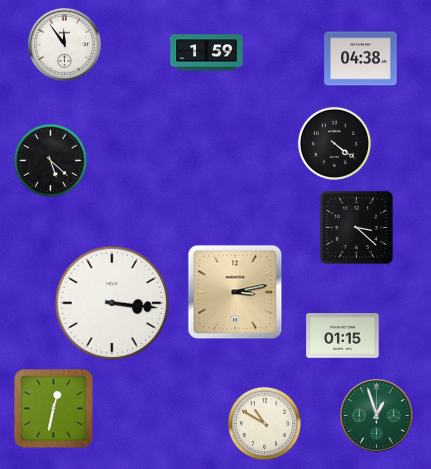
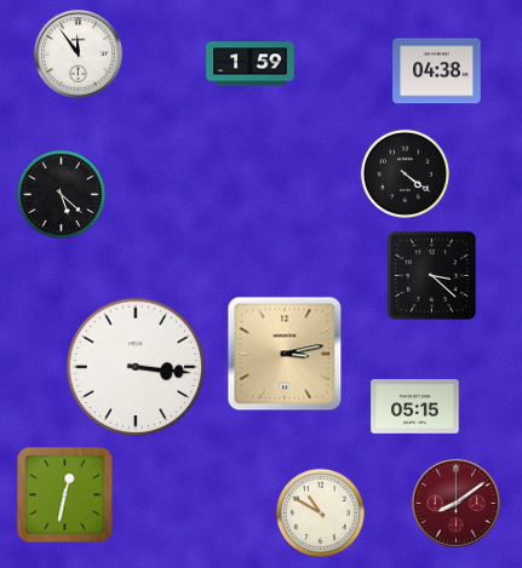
clock at (343, 336): 01:15 -> 05:15
clock at (377, 416): 12:57 -> 8:09
clock at (377, 416) dial: green -> burgundy
